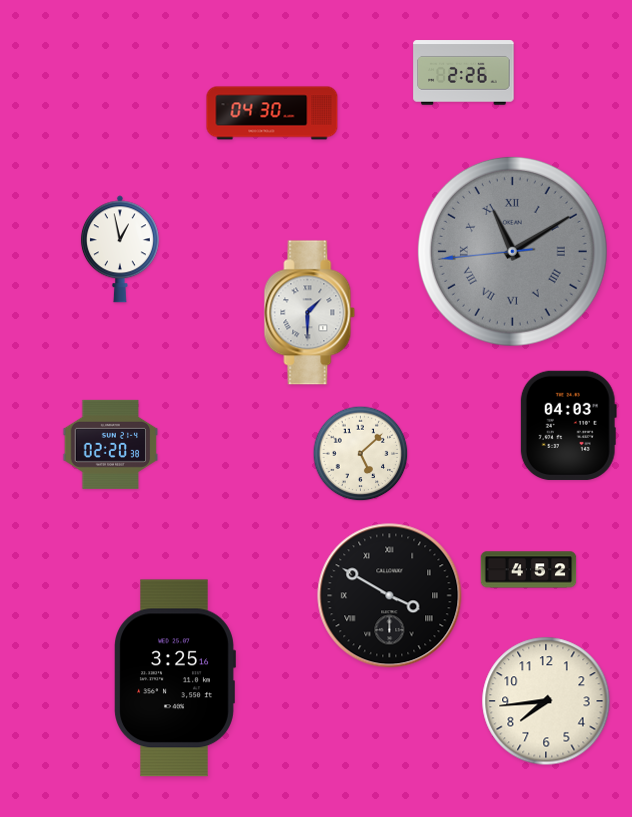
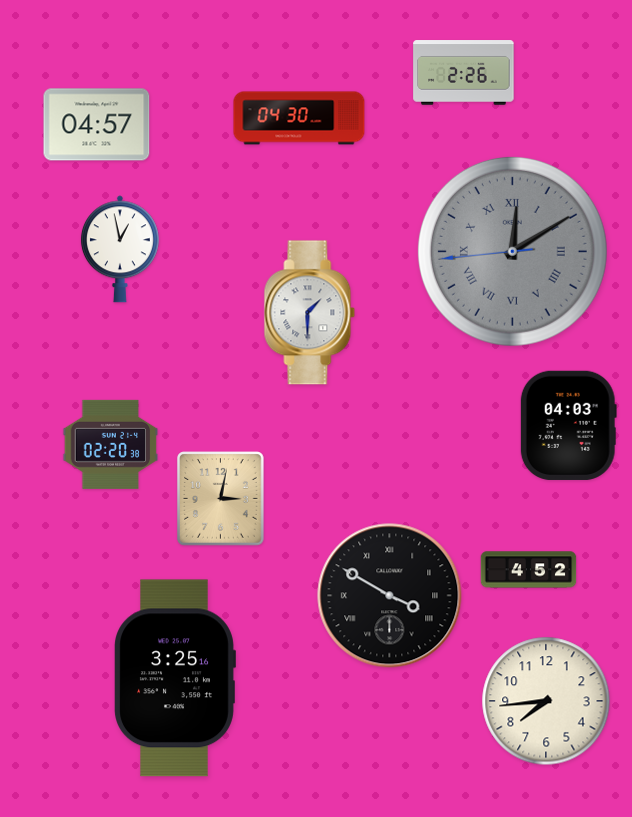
clock at (272, 113) position: (272, 113) -> (299, 118)
clock at (97, 125): none -> 04:57
clock at (512, 251): 11:09 -> 12:09
clock at (361, 454): 5:08 -> none
clock at (221, 499): none -> 3:02
